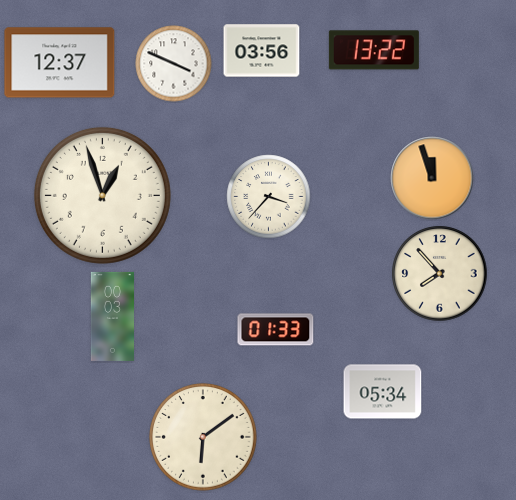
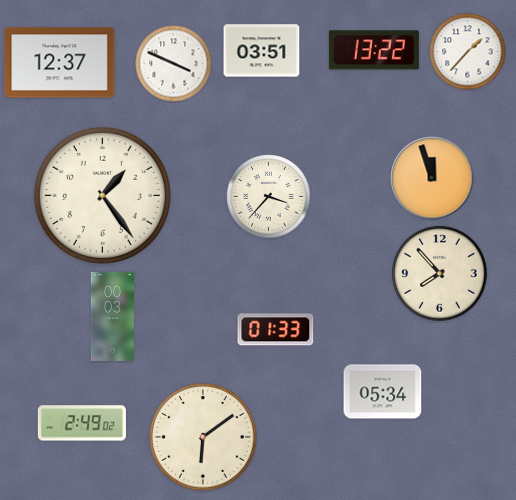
clock at (262, 51): 03:56 -> 03:51
clock at (468, 52): none -> 1:37
clock at (102, 195): 12:57 -> 1:24
clock at (82, 423): none -> 2:49
